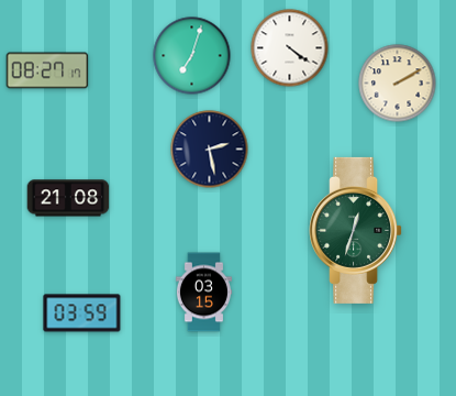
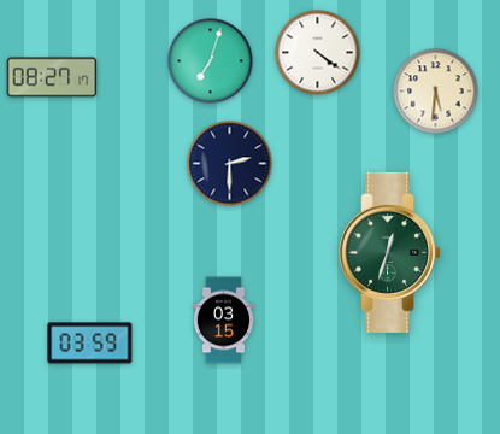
clock at (398, 84): 2:10 -> 5:31
clock at (210, 150): 2:28 -> 2:30
clock at (68, 198): 21:08 -> none
